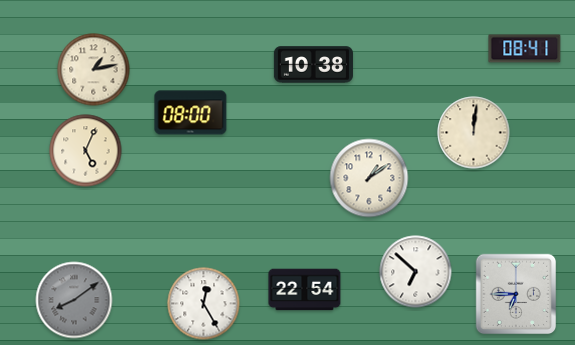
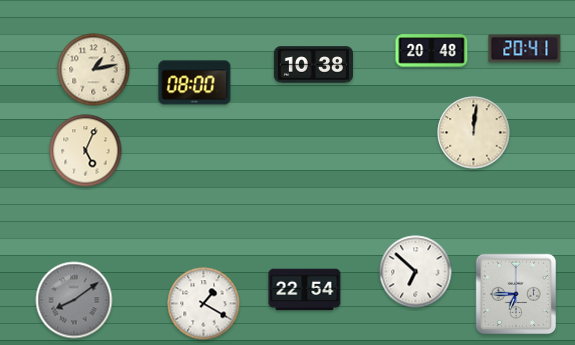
clock at (525, 49): 08:41 -> 20:41
clock at (432, 51): none -> 20:48
clock at (191, 113) position: (191, 113) -> (195, 83)
clock at (369, 178): 1:09 -> none
clock at (204, 304): 12:25 -> 1:20
